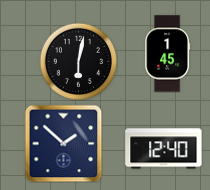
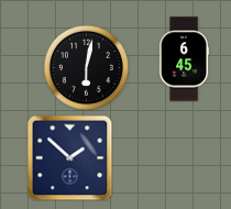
clock at (168, 54): 1:45 -> 6:45
clock at (164, 149): 12:40 -> none
